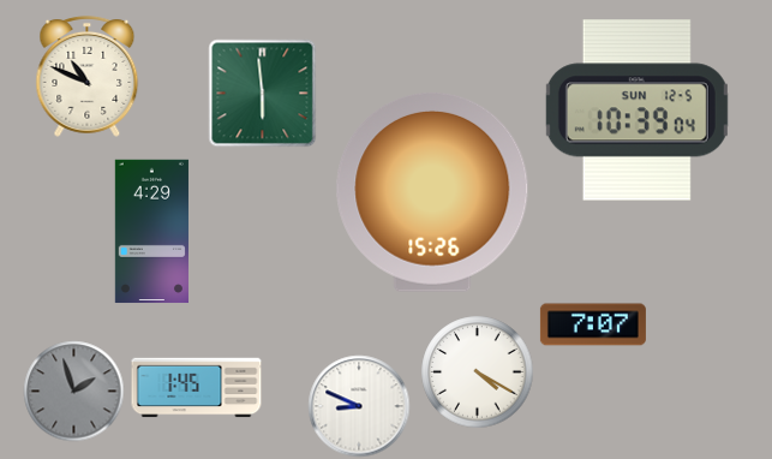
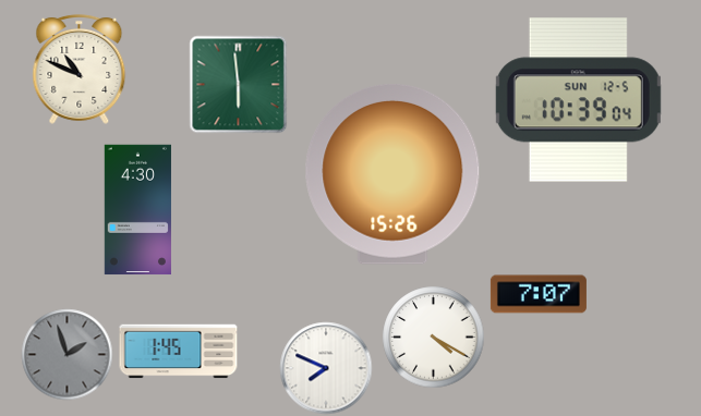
clock at (151, 232): 4:29 -> 4:30
clock at (359, 406): 8:49 -> 7:49
